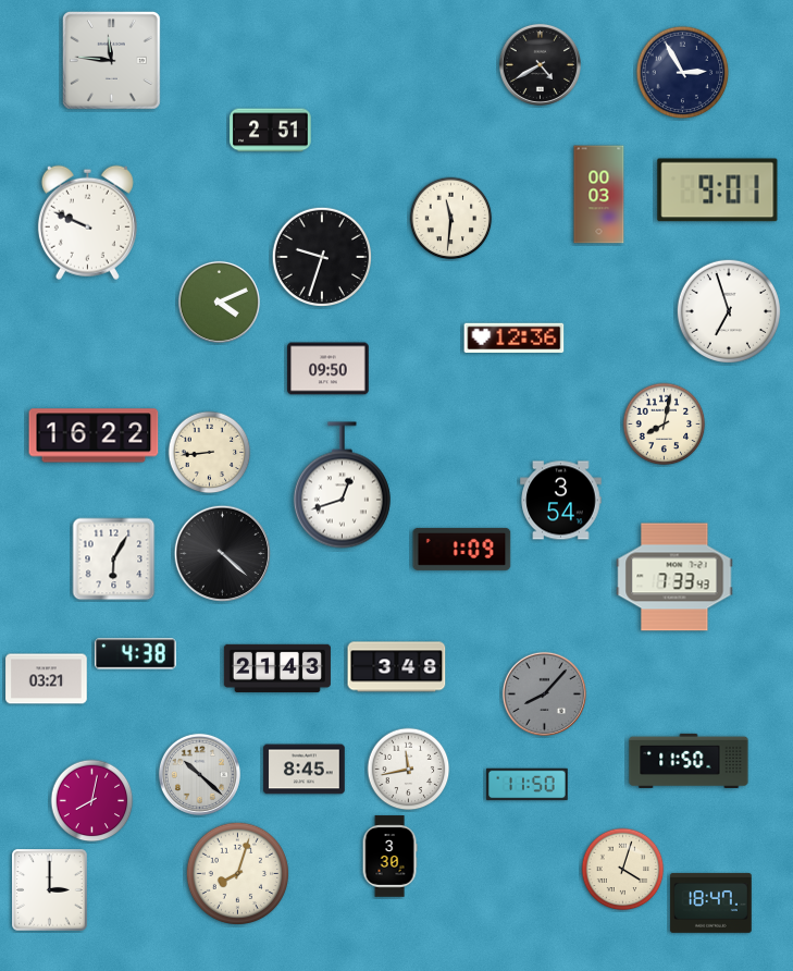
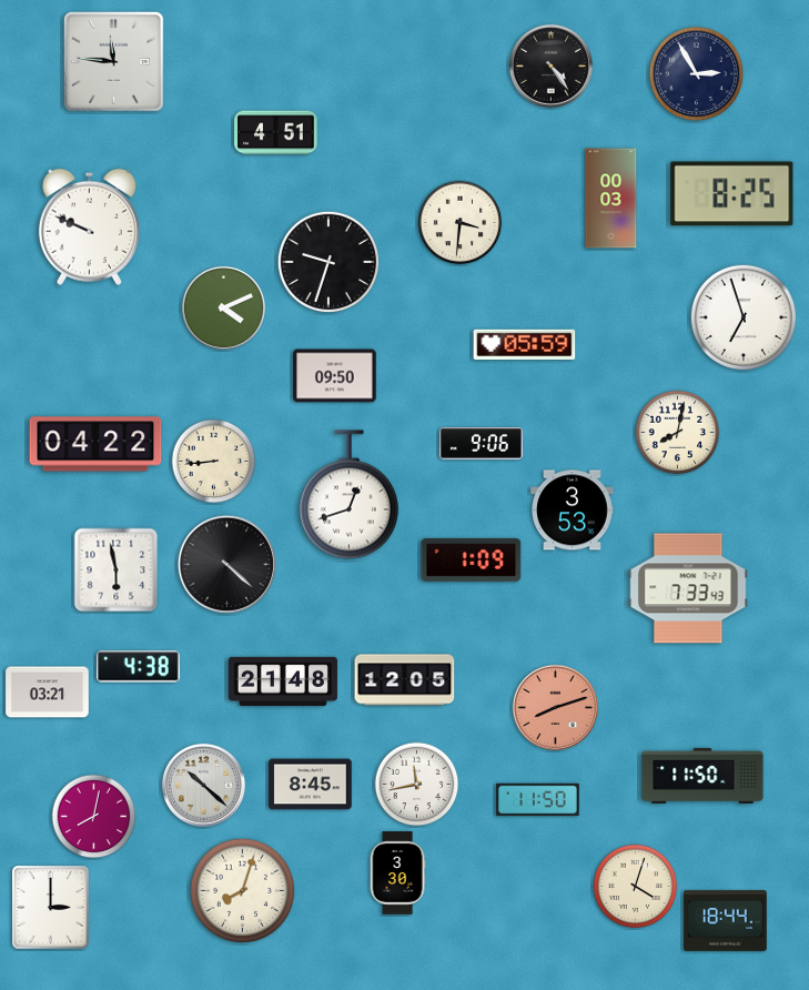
clock at (540, 64): 4:40 -> 4:24
clock at (271, 131): 2:51 -> 4:51
clock at (718, 190): 9:01 -> 8:25
clock at (451, 219): 11:31 -> 3:31
clock at (515, 339): 12:36 -> 05:59
clock at (94, 435): 16:22 -> 04:22
clock at (482, 444): none -> 9:06
clock at (561, 501): 3:54 -> 3:53
clock at (114, 560): 6:05 -> 5:58
clock at (397, 667): 3:48 -> 12:05
clock at (277, 668): 21:43 -> 21:48
clock at (544, 693): 8:07 -> 8:12
clock at (544, 693) dial: grey -> salmon
clock at (199, 774) position: (199, 774) -> (203, 785)
clock at (711, 902): 18:47 -> 18:44
